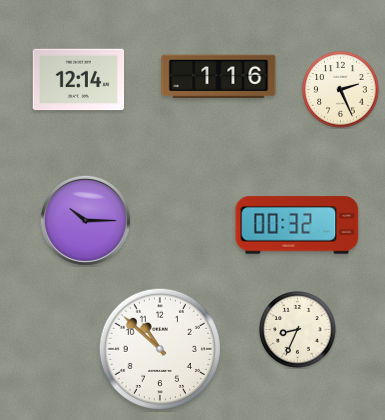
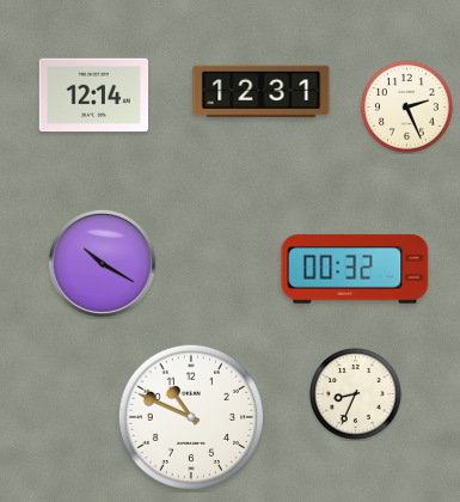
clock at (219, 77): 1:16 -> 12:31
clock at (85, 220): 10:15 -> 10:20
clock at (160, 349): 10:52 -> 10:49
